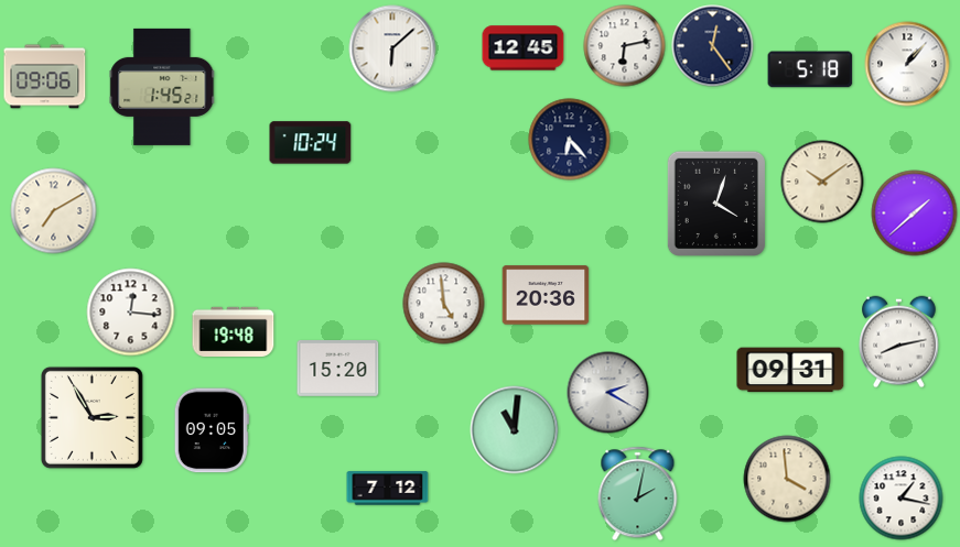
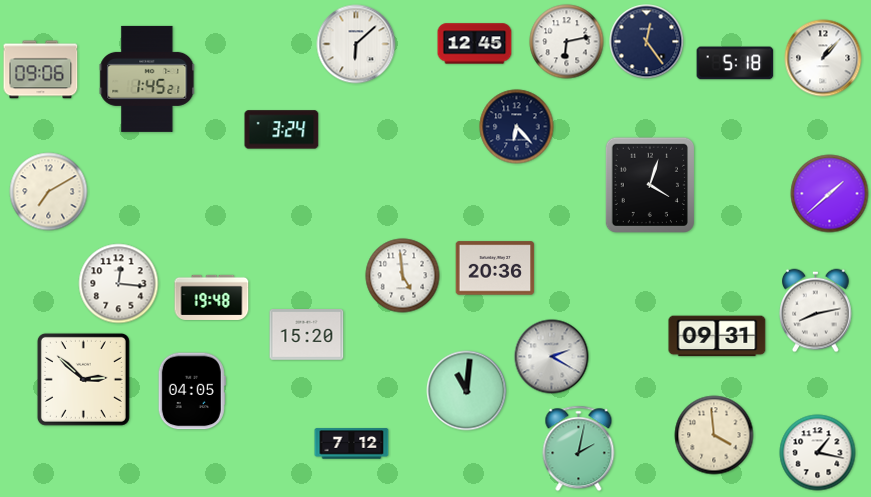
clock at (311, 143): 10:24 -> 3:24
clock at (822, 182): 10:09 -> none
clock at (234, 331) position: (234, 331) -> (212, 297)
clock at (91, 417): 2:55 -> 2:52
clock at (212, 430): 09:05 -> 04:05
